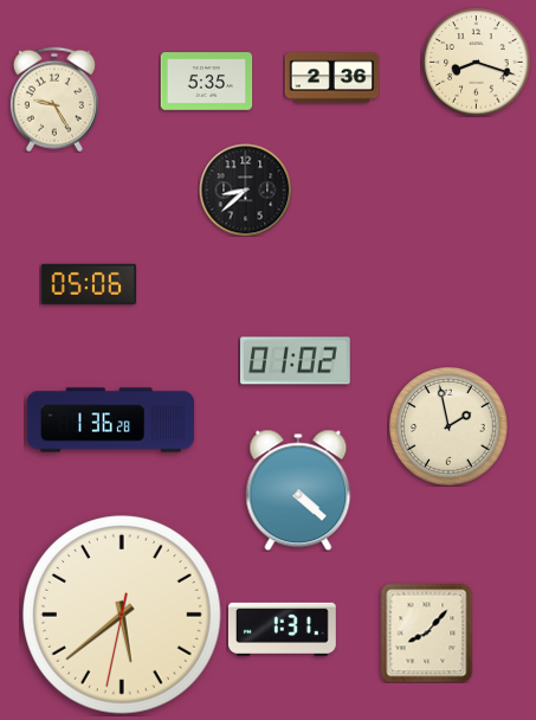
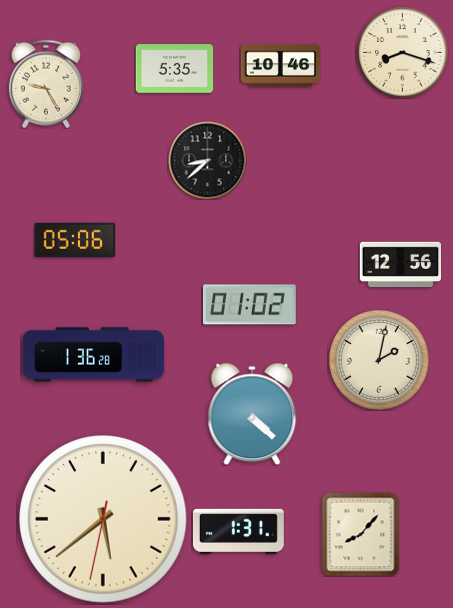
clock at (331, 78): 2:36 -> 10:46
clock at (400, 265): none -> 12:56
clock at (450, 427): 1:58 -> 2:02
